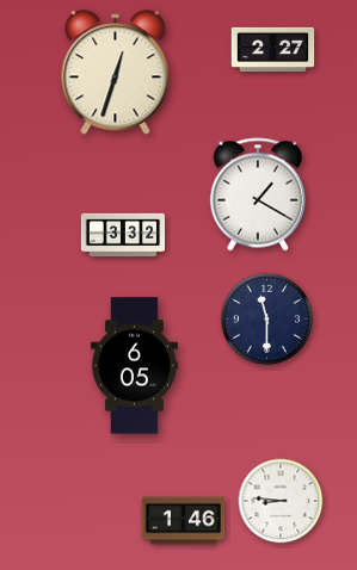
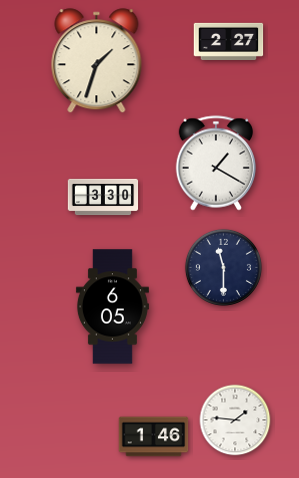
clock at (116, 73): 12:33 -> 1:33
clock at (123, 235): 3:32 -> 3:30
clock at (281, 501): 8:46 -> 1:46
